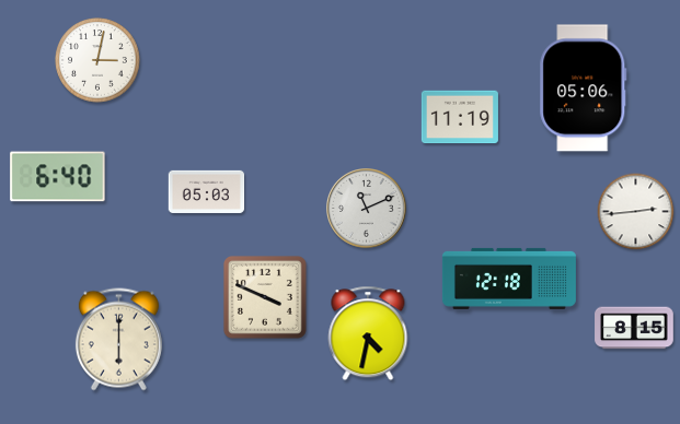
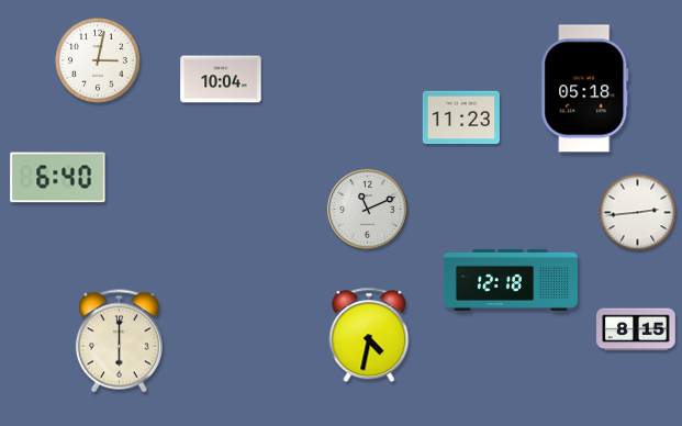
clock at (221, 79): none -> 10:04
clock at (584, 89): 05:06 -> 05:18
clock at (460, 117): 11:19 -> 11:23
clock at (207, 191): 05:03 -> none
clock at (265, 297): 3:49 -> none
